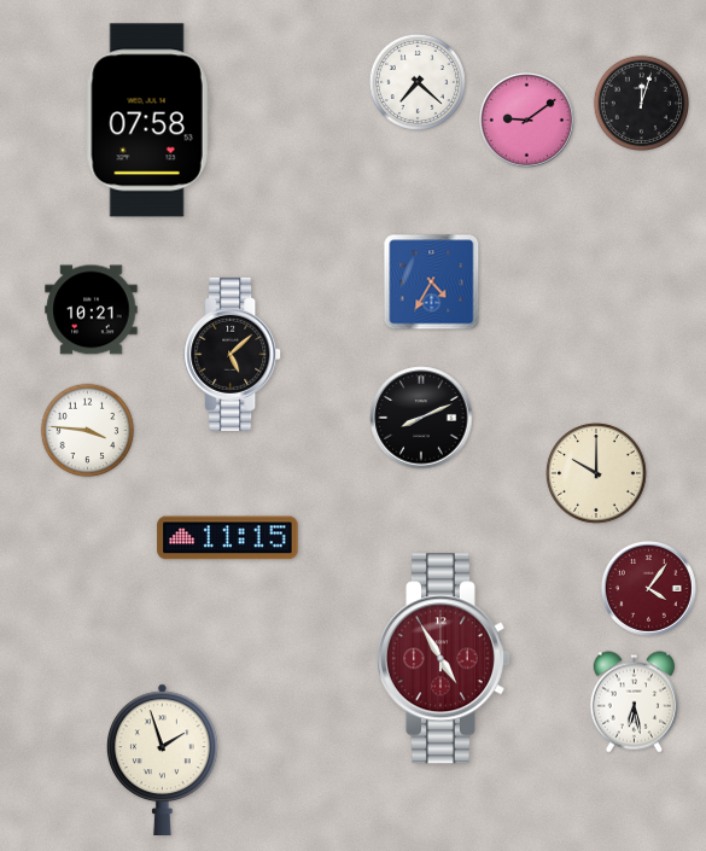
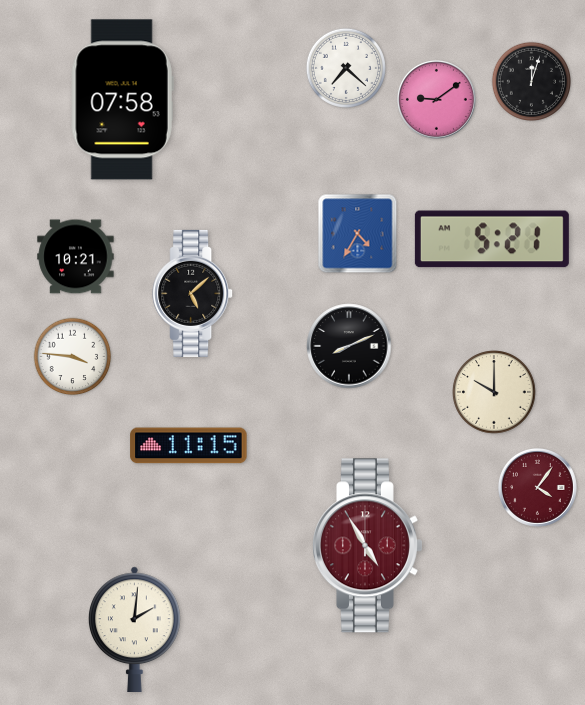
clock at (641, 103) position: (641, 103) -> (531, 81)
clock at (492, 239): none -> 5:21
clock at (634, 703): 6:28 -> none
clock at (162, 759): 1:57 -> 2:01
